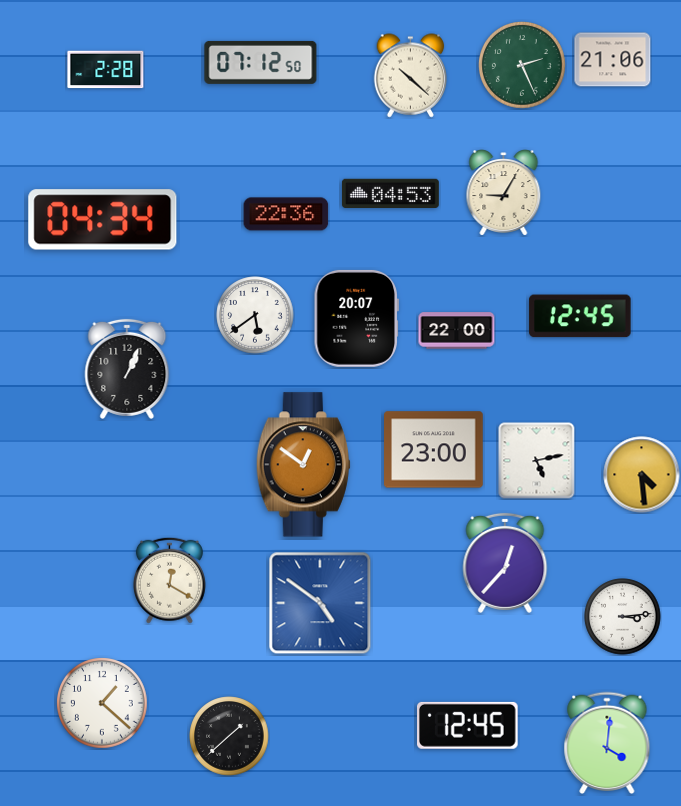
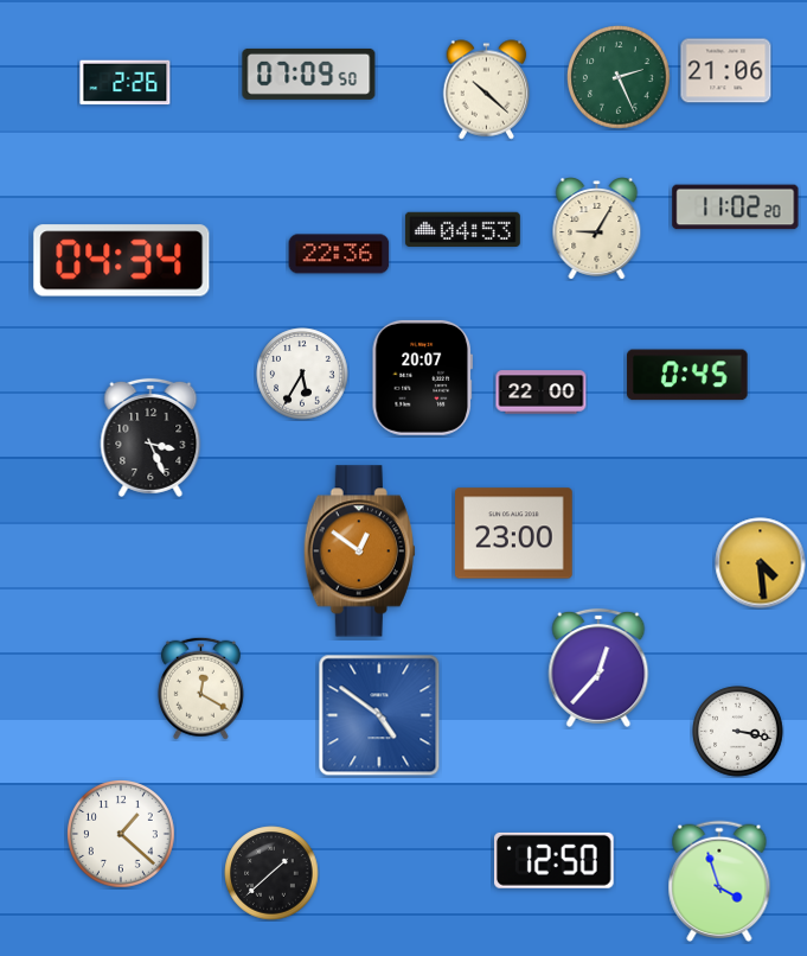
clock at (261, 62): 07:12 -> 07:09
clock at (106, 70): 2:28 -> 2:26
clock at (736, 208): none -> 11:02
clock at (255, 315): 5:39 -> 5:35
clock at (580, 316): 12:45 -> 0:45
clock at (127, 369): 1:04 -> 3:26
clock at (537, 461): 5:13 -> none
clock at (623, 617): 3:14 -> 3:17
clock at (468, 725): 12:45 -> 12:50
clock at (607, 743): 4:01 -> 3:57
